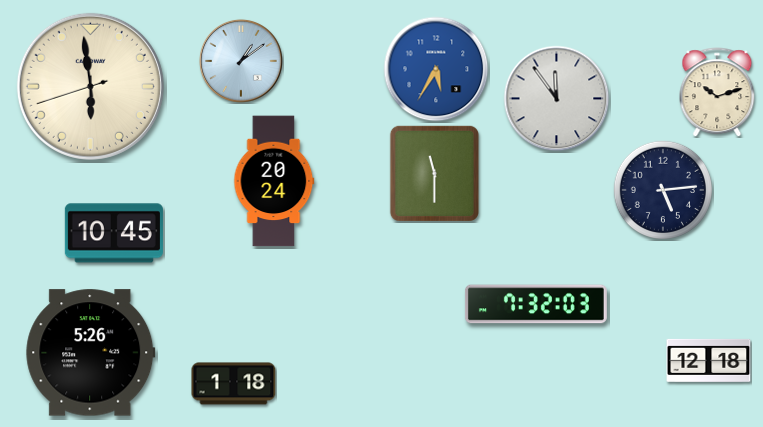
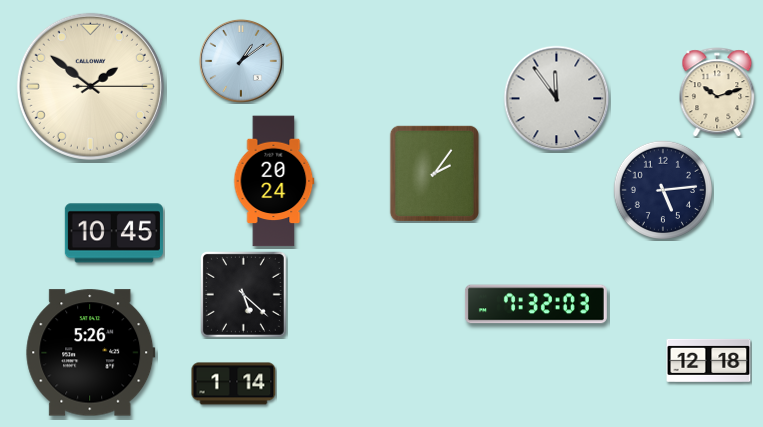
clock at (436, 69): 5:35 -> none
clock at (90, 86): 5:58 -> 1:51
clock at (434, 173): 11:30 -> 2:06
clock at (243, 294): none -> 5:22
clock at (234, 384): 1:18 -> 1:14
